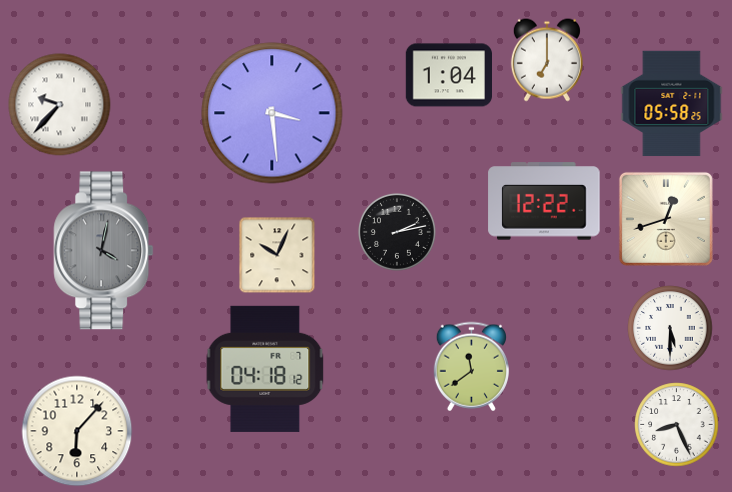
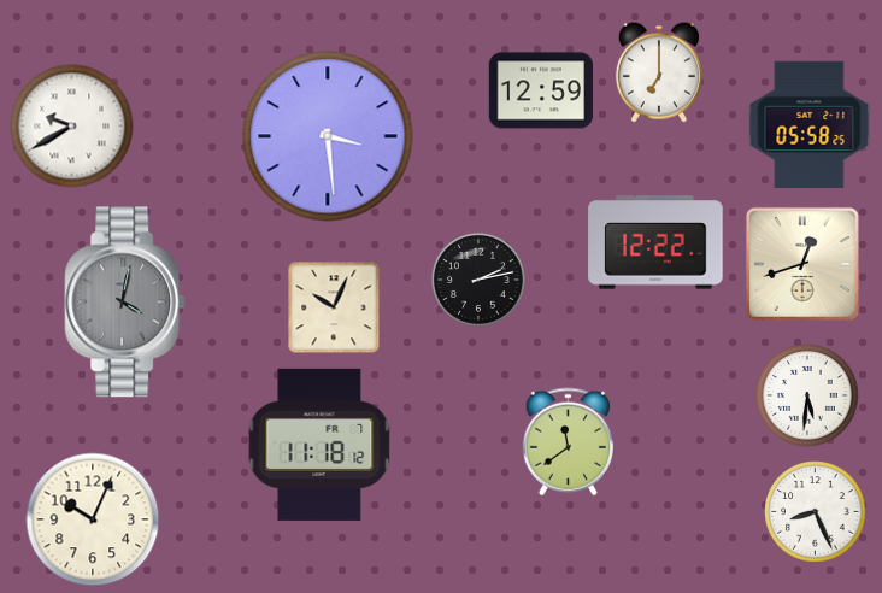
clock at (448, 75): 1:04 -> 12:59
clock at (60, 105): 9:37 -> 9:40
clock at (670, 328): 5:30 -> 5:31
clock at (265, 369): 04:18 -> 11:18
clock at (77, 431): 6:07 -> 10:04
